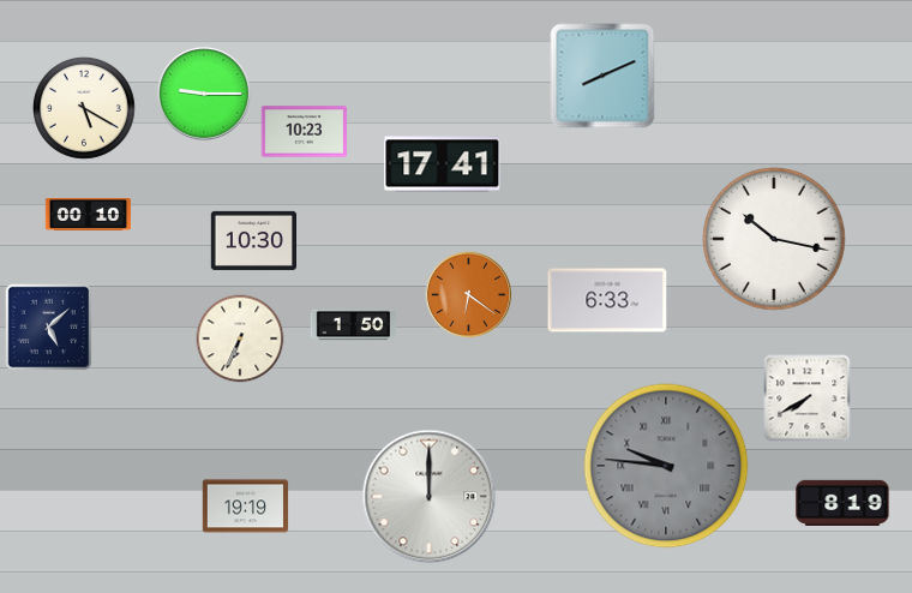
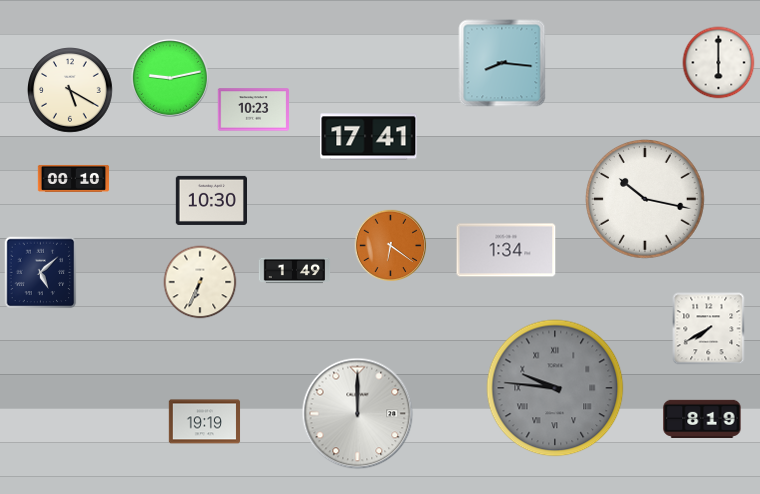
clock at (602, 76): 8:11 -> 8:16
clock at (719, 63): none -> 6:00
clock at (204, 94): 9:15 -> 9:13
clock at (607, 300): 6:33 -> 1:34
clock at (354, 325): 1:50 -> 1:49
clock at (808, 399) position: (808, 399) -> (709, 329)
